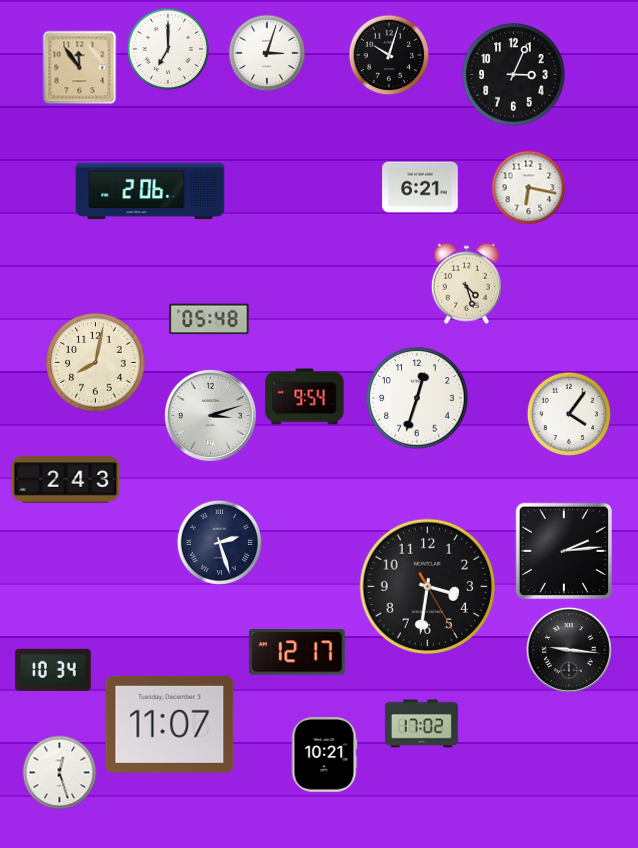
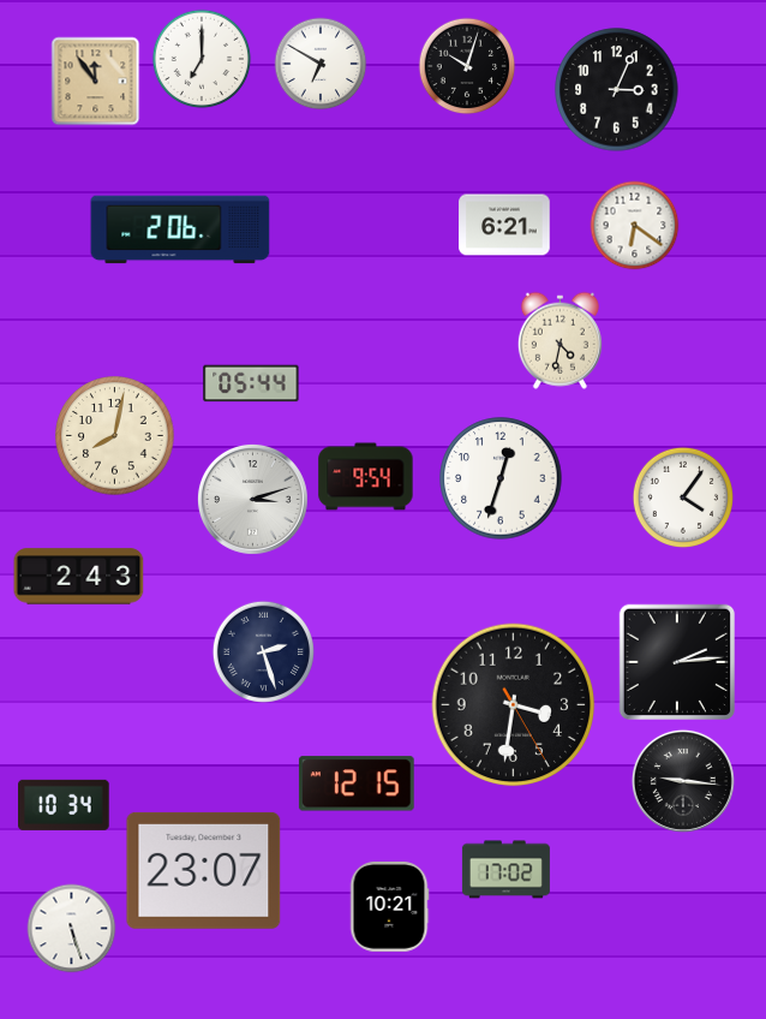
clock at (267, 53): 3:03 -> 6:50
clock at (529, 188): 6:17 -> 6:21
clock at (466, 283): 4:27 -> 4:32
clock at (209, 319): 05:48 -> 05:44
clock at (297, 652): 12:17 -> 12:15
clock at (170, 724): 11:07 -> 23:07
clock at (60, 773): 12:27 -> 5:27
